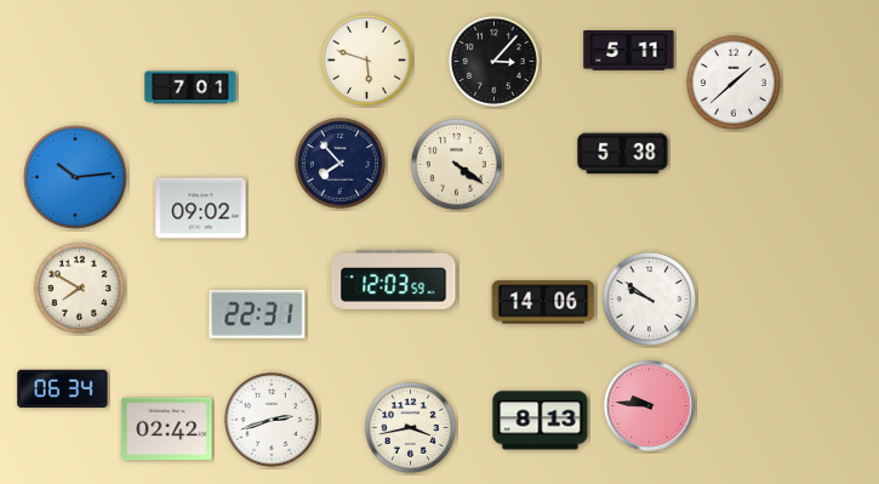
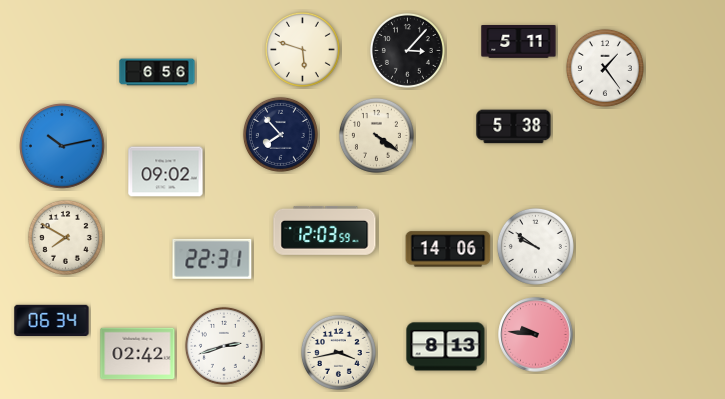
clock at (734, 82): 1:38 -> 1:24
clock at (190, 87): 7:01 -> 6:56
clock at (76, 178): 10:14 -> 10:13
